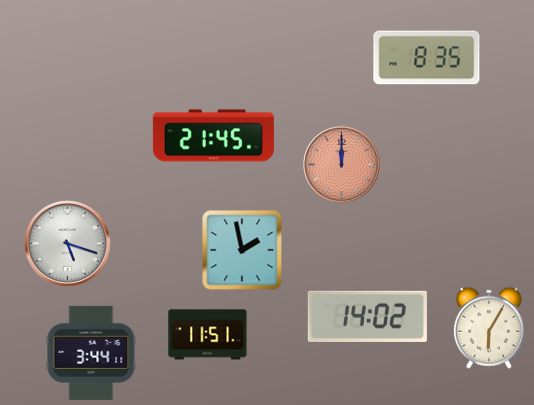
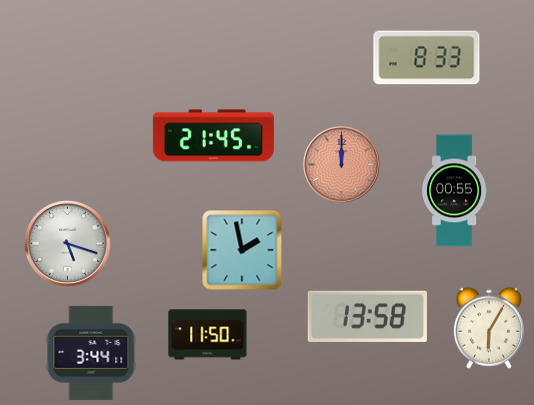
clock at (427, 58): 8:35 -> 8:33
clock at (455, 191): none -> 00:55
clock at (367, 316): 14:02 -> 13:58
clock at (208, 335): 11:51 -> 11:50
